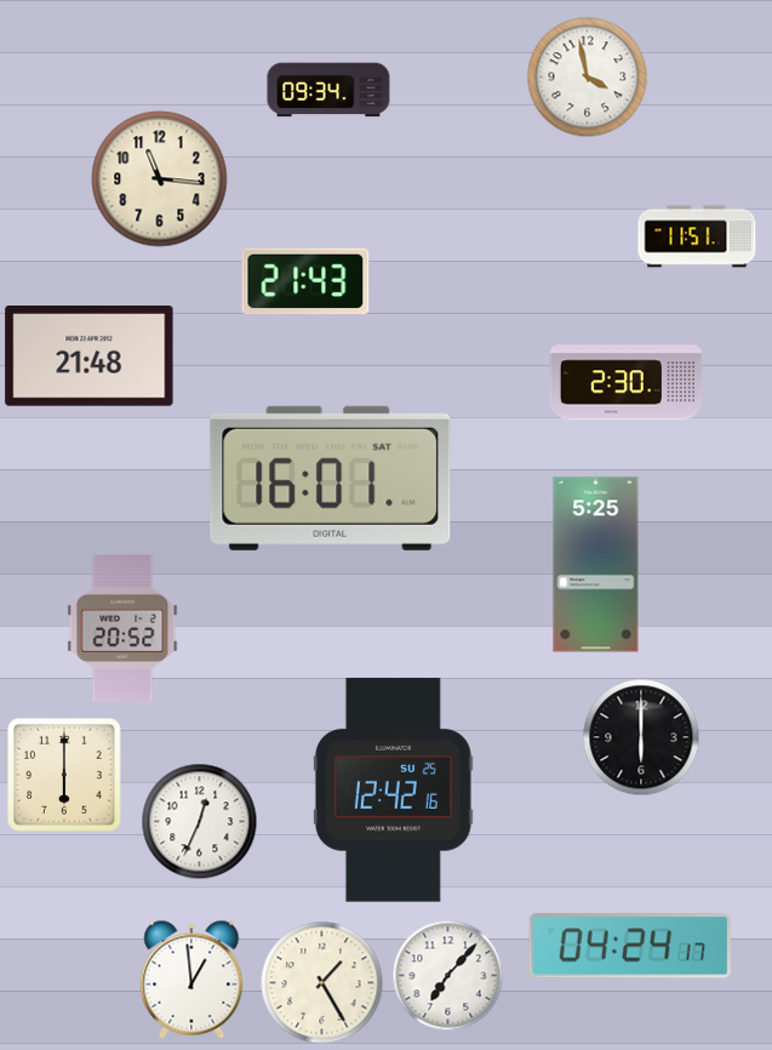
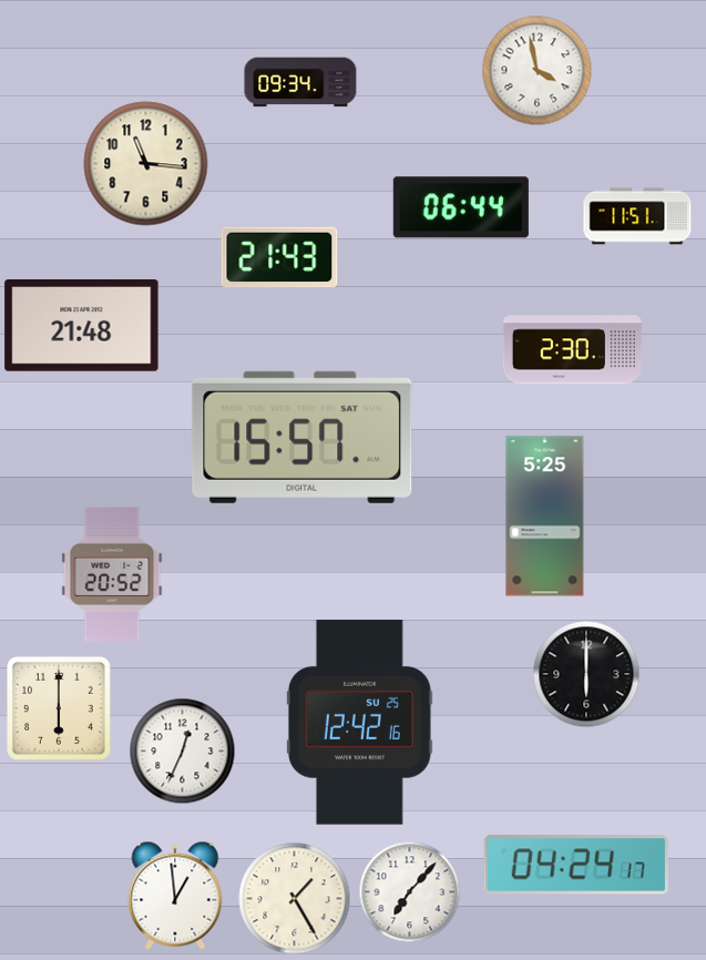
clock at (461, 207): none -> 06:44
clock at (331, 478): 16:01 -> 15:57
